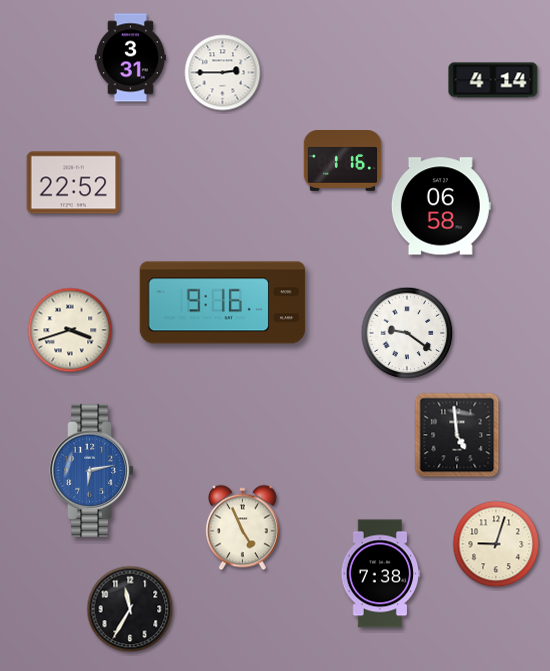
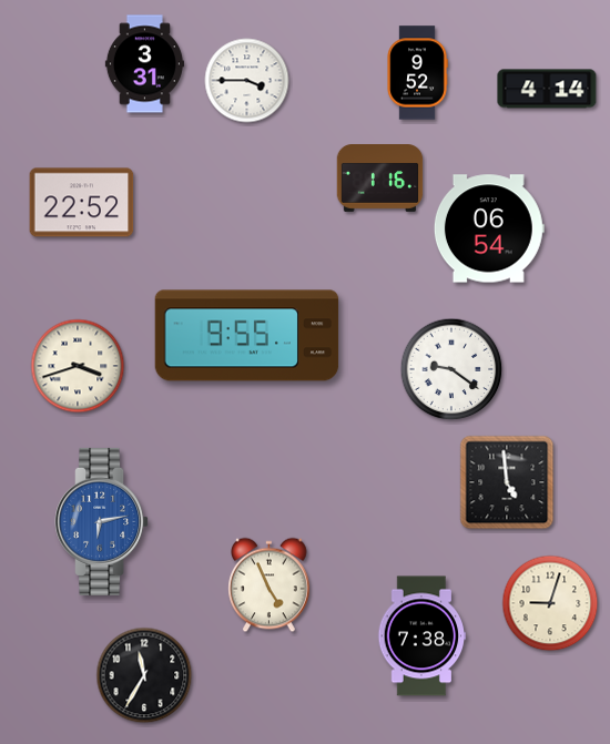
clock at (417, 73): none -> 9:52
clock at (223, 73): 2:45 -> 3:45
clock at (441, 206): 06:58 -> 06:54
clock at (223, 303): 9:16 -> 9:55
